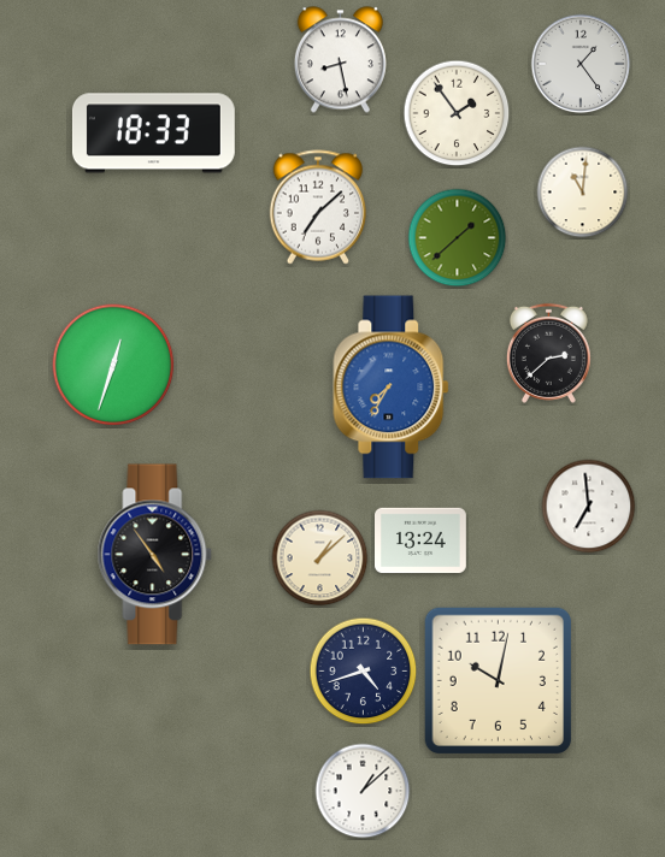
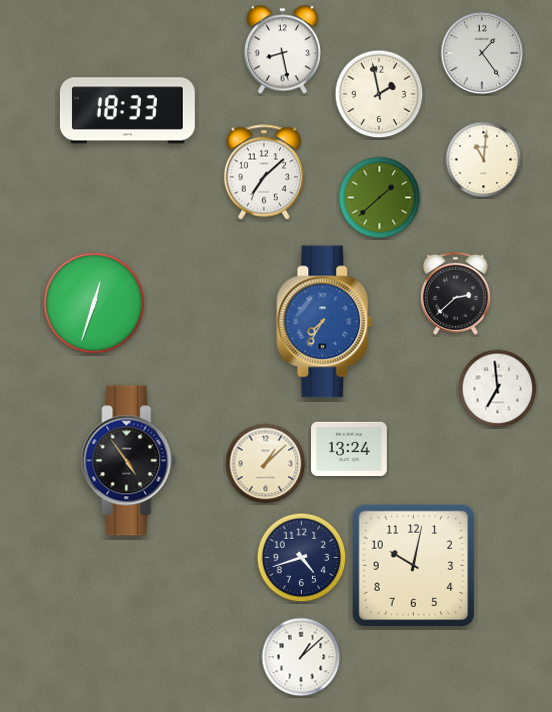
clock at (457, 113): 1:54 -> 1:58
clock at (589, 507) position: (589, 507) -> (498, 389)
